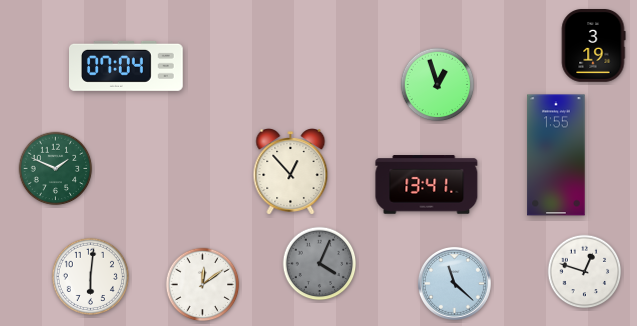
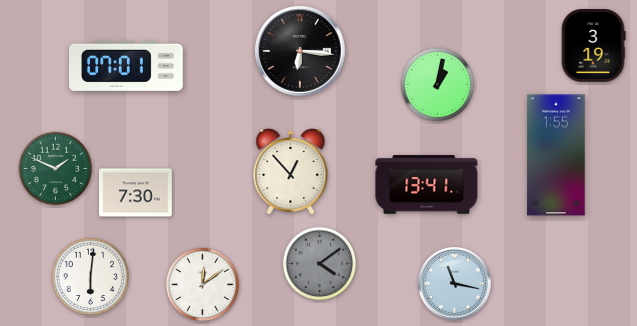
clock at (300, 51): none -> 6:16
clock at (126, 66): 07:04 -> 07:01
clock at (438, 85): 12:57 -> 1:02
clock at (136, 193): none -> 7:30
clock at (320, 264): 4:04 -> 4:09
clock at (585, 272): 12:48 -> none
clock at (454, 283): 11:22 -> 11:17
